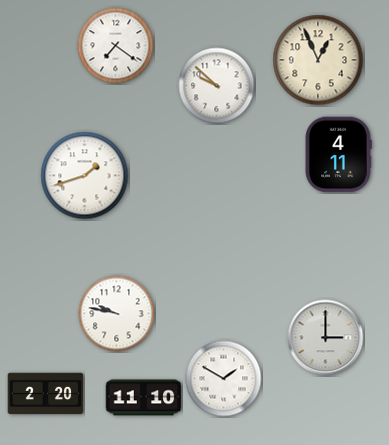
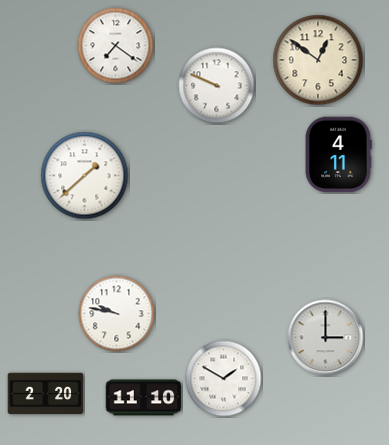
clock at (318, 60): 12:56 -> 12:51
clock at (217, 86): 9:52 -> 9:49
clock at (85, 176): 1:42 -> 1:38
